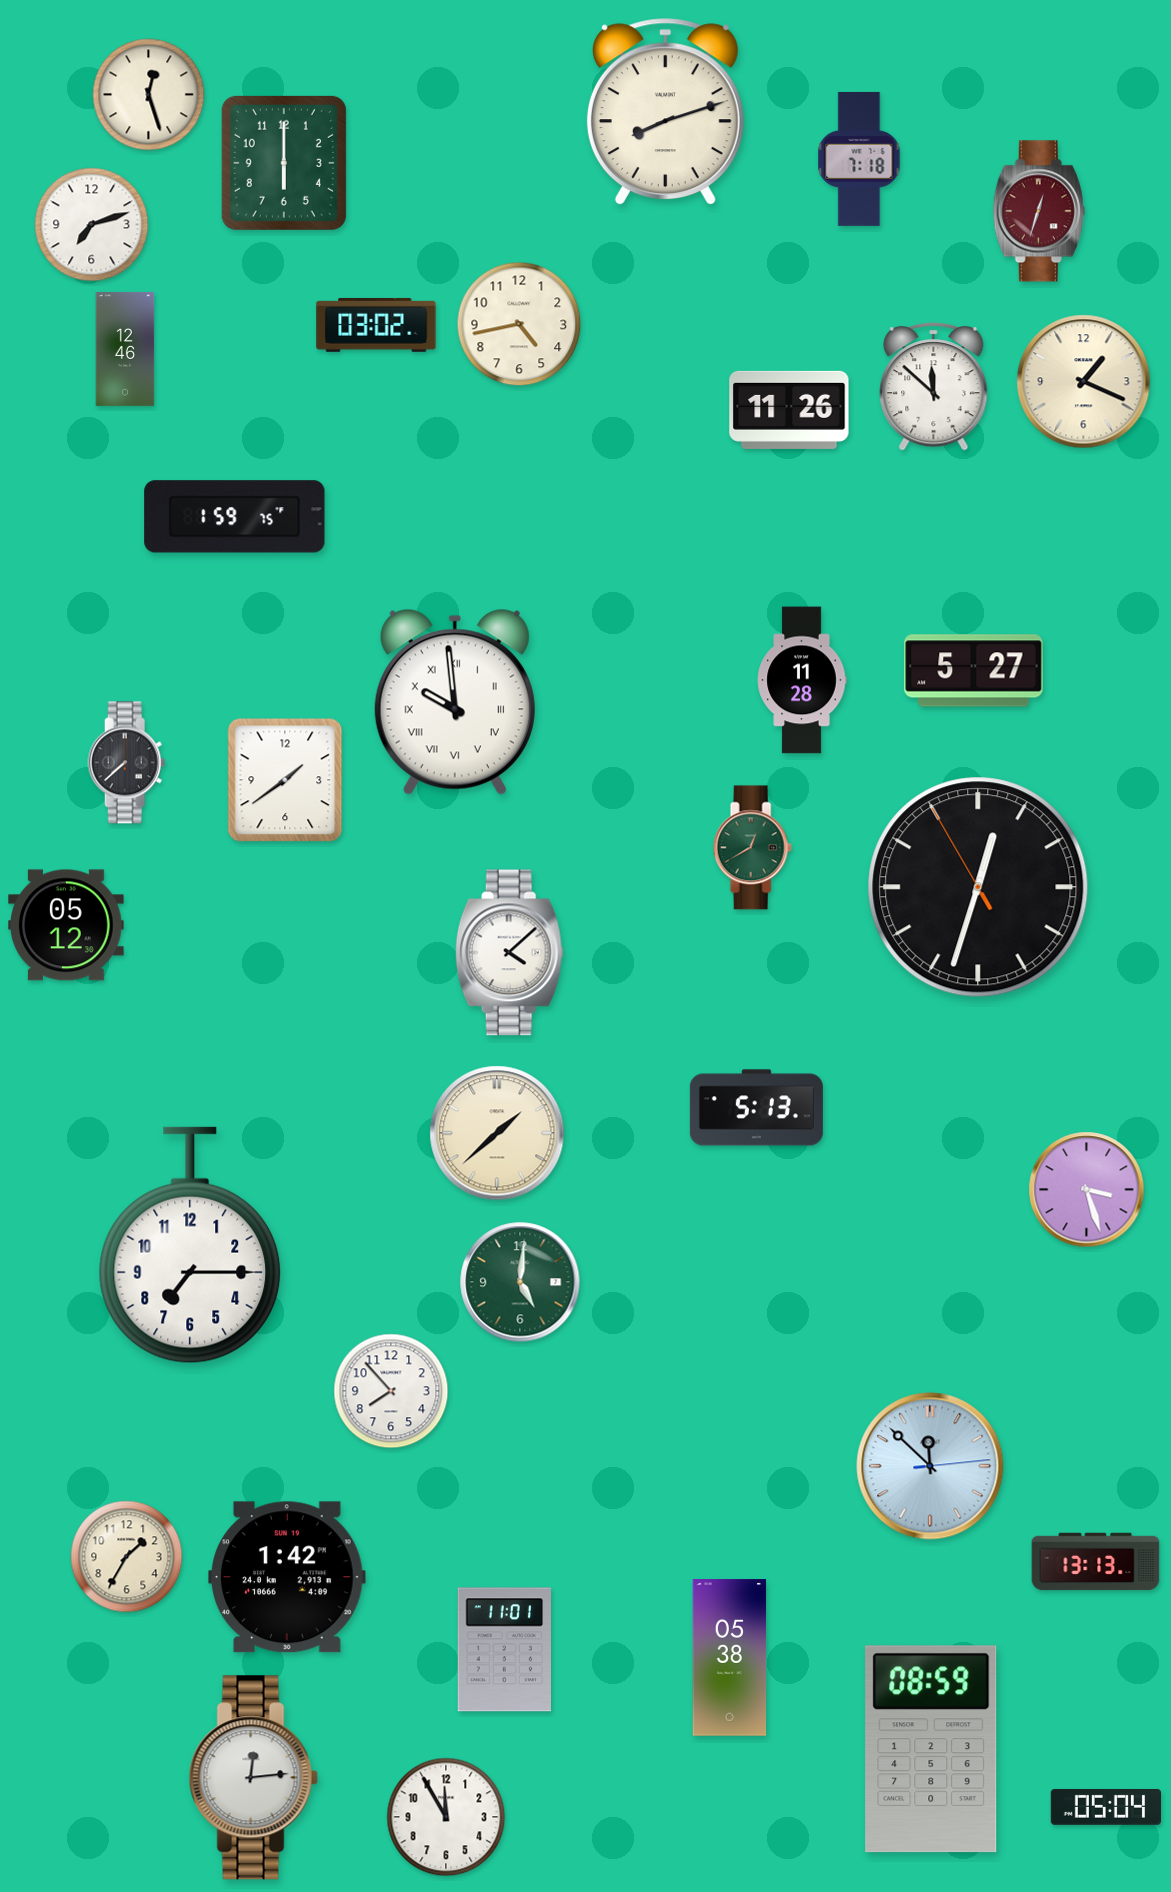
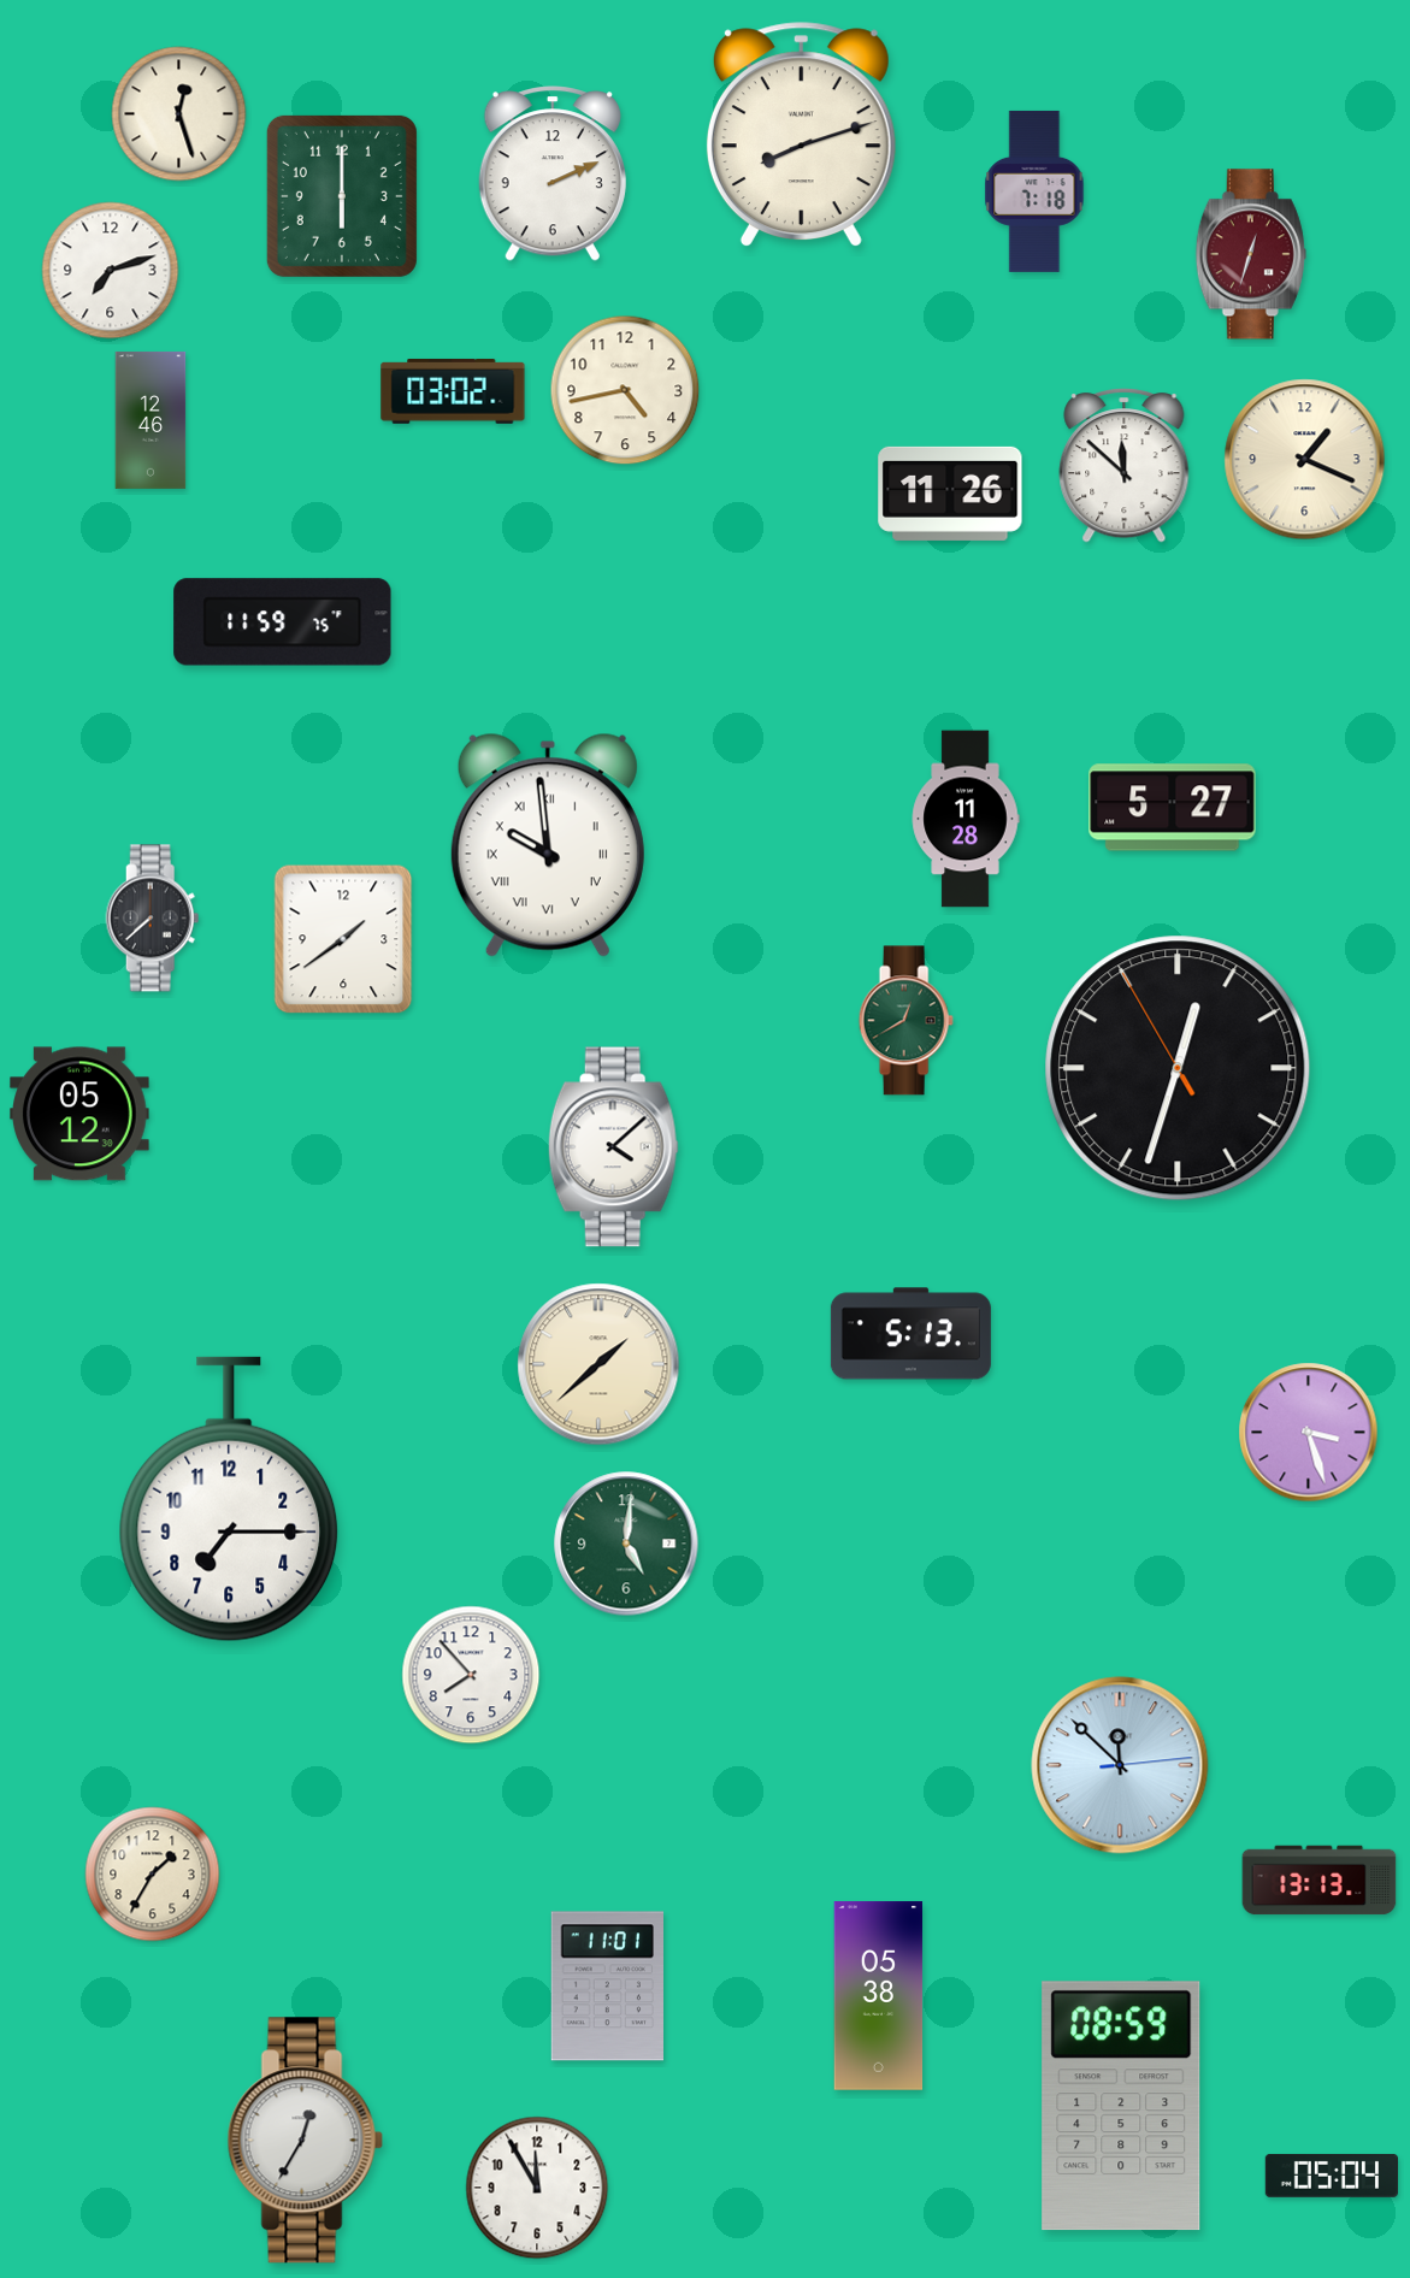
clock at (553, 173): none -> 2:11
clock at (235, 517): 1:59 -> 11:59
clock at (288, 1577): 1:42 -> none
clock at (253, 1778): 12:14 -> 12:35
